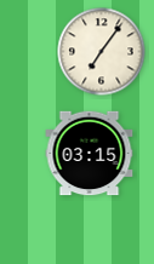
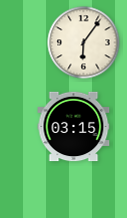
clock at (102, 52): 7:06 -> 6:06
